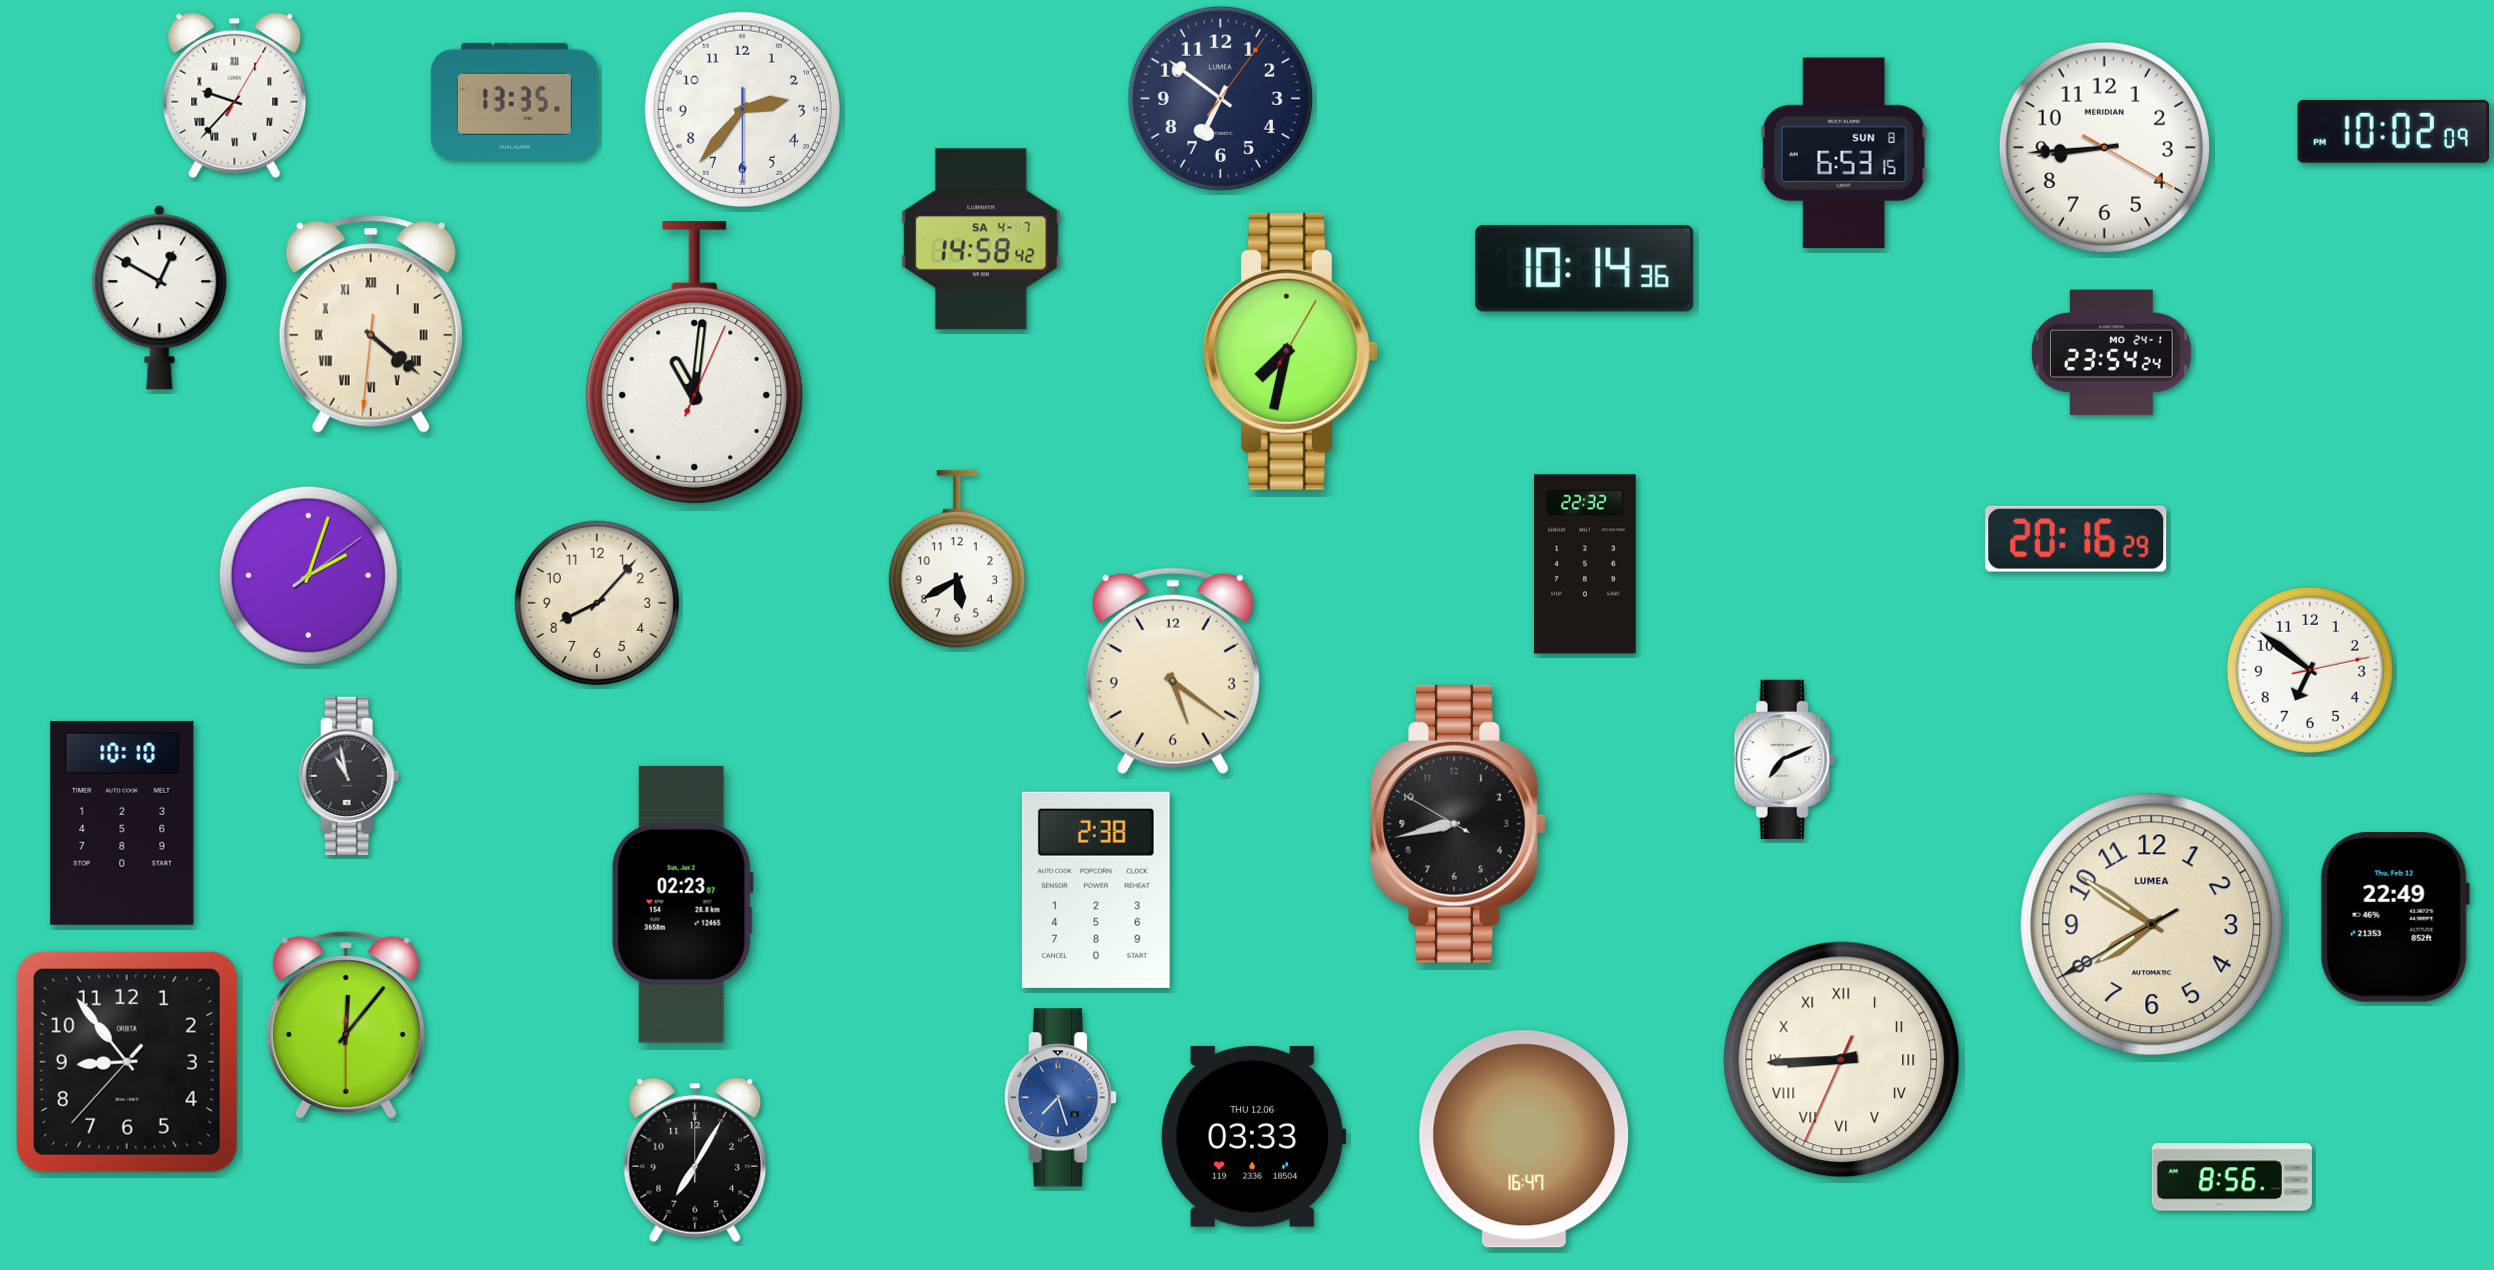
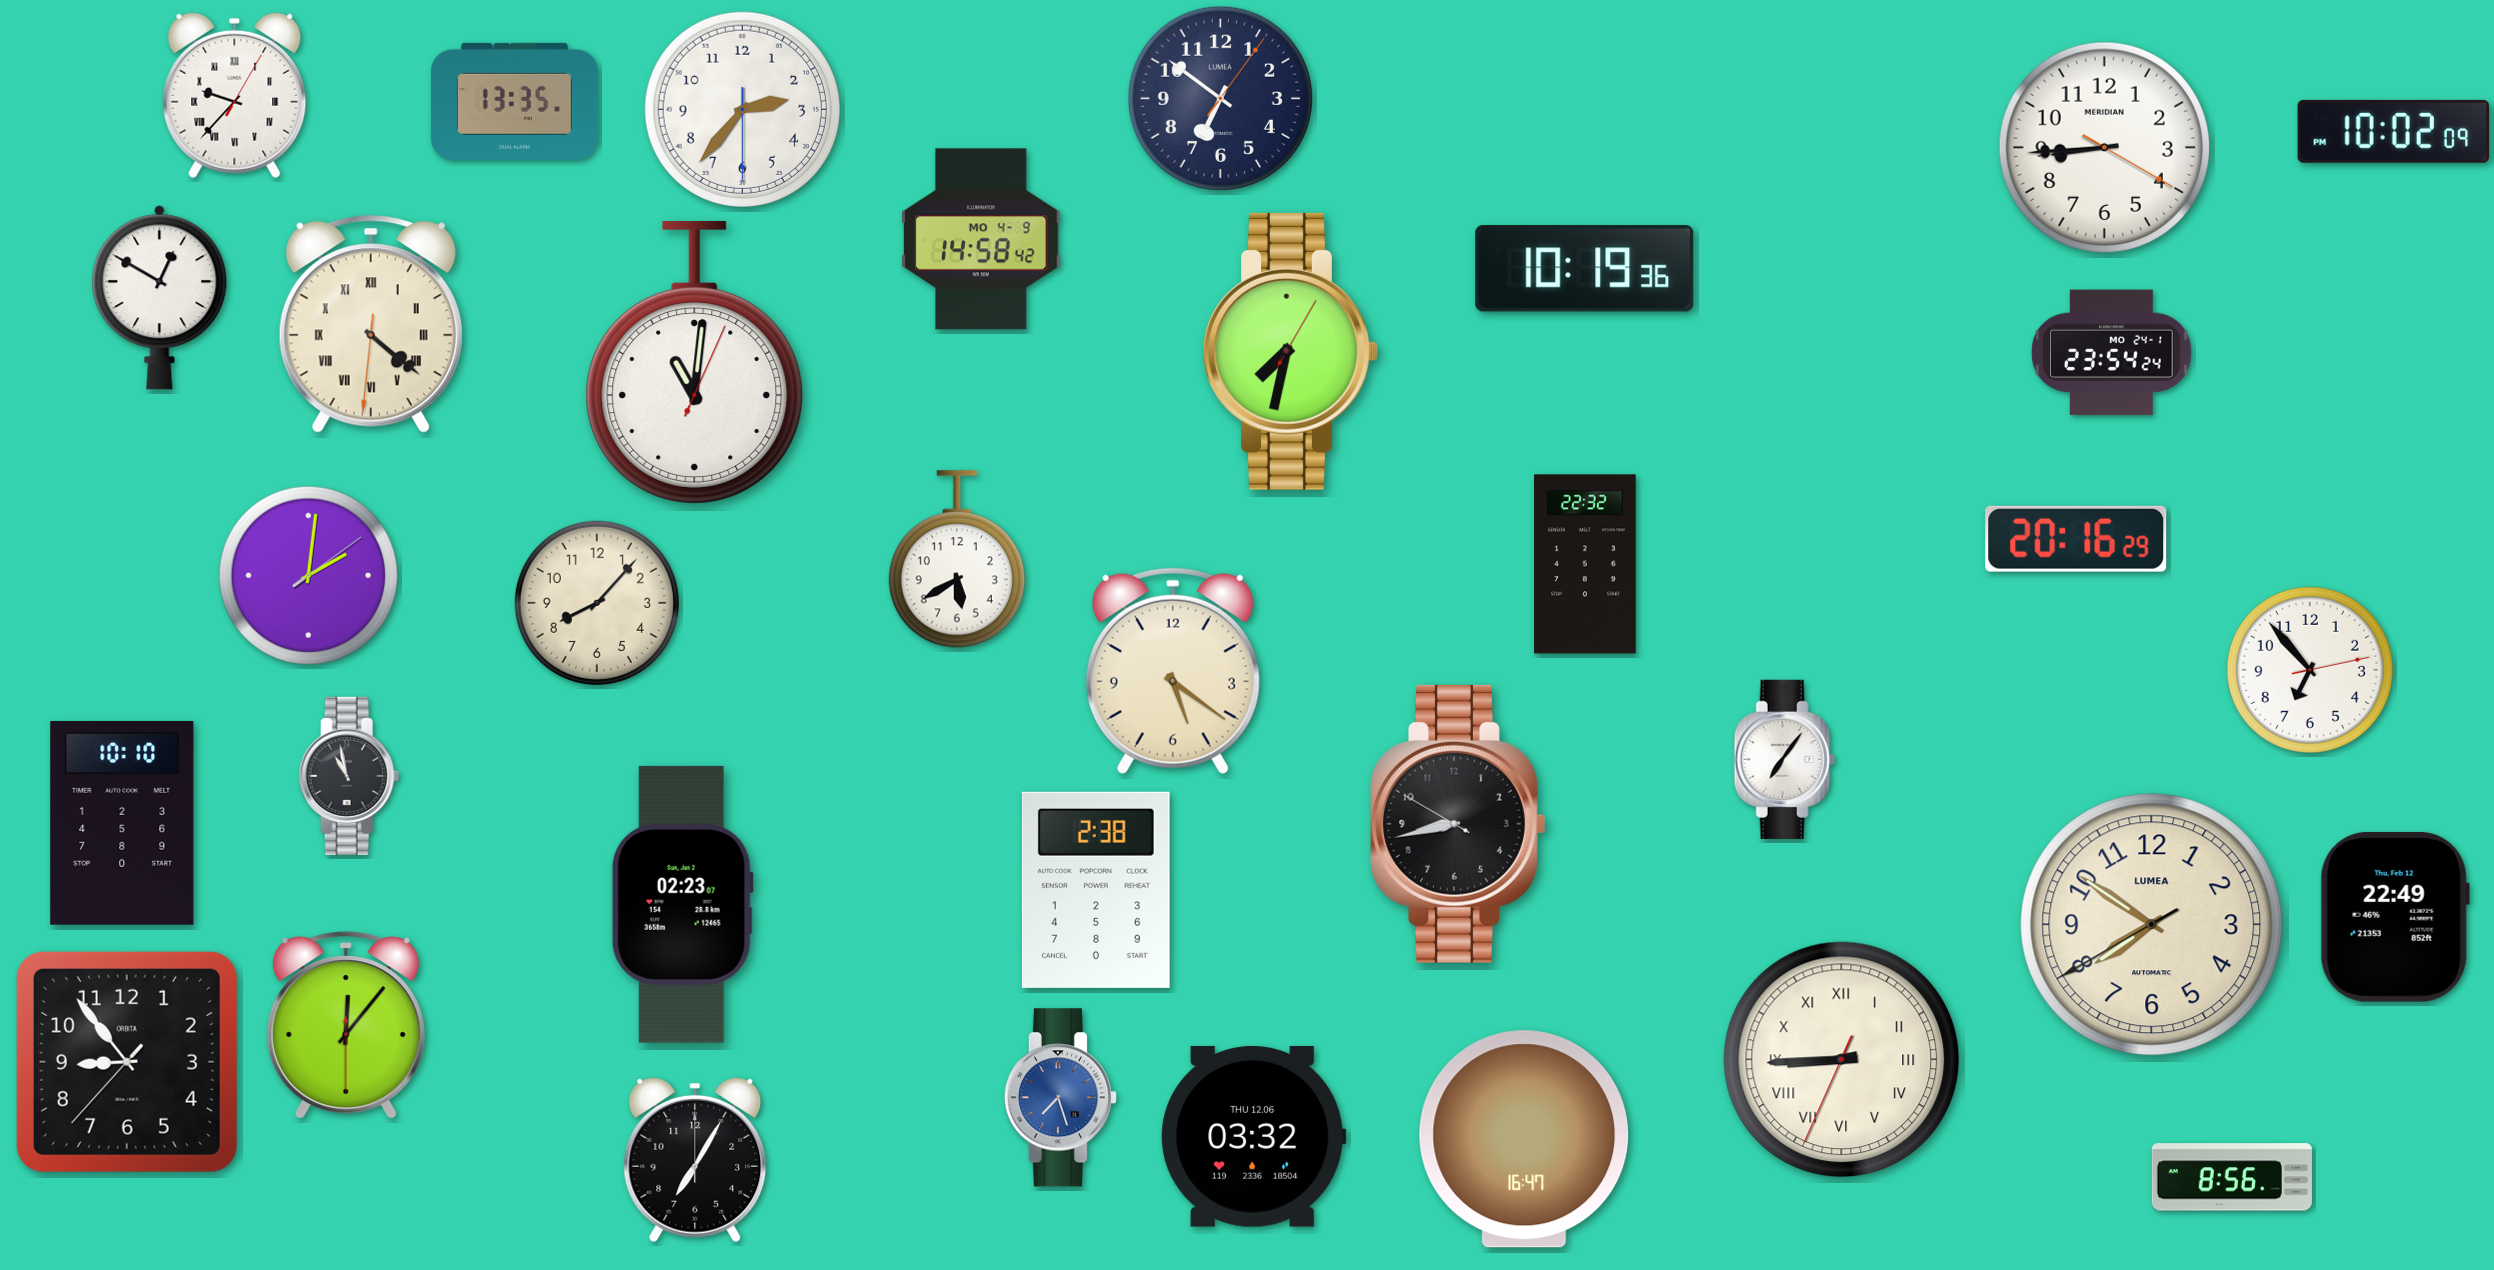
clock at (1844, 153): 6:53 -> none
clock at (981, 239) date: SA 4-7 -> MO 4-9
clock at (1585, 269): 10:14 -> 10:19
clock at (308, 575): 2:03 -> 2:01
clock at (2310, 670): 6:51 -> 6:53
clock at (1784, 759): 7:11 -> 7:06
clock at (1254, 1136): 03:33 -> 03:32
